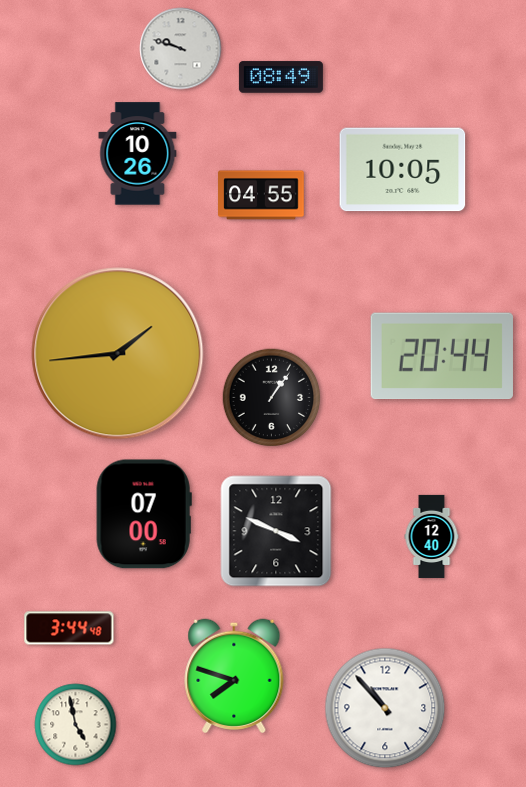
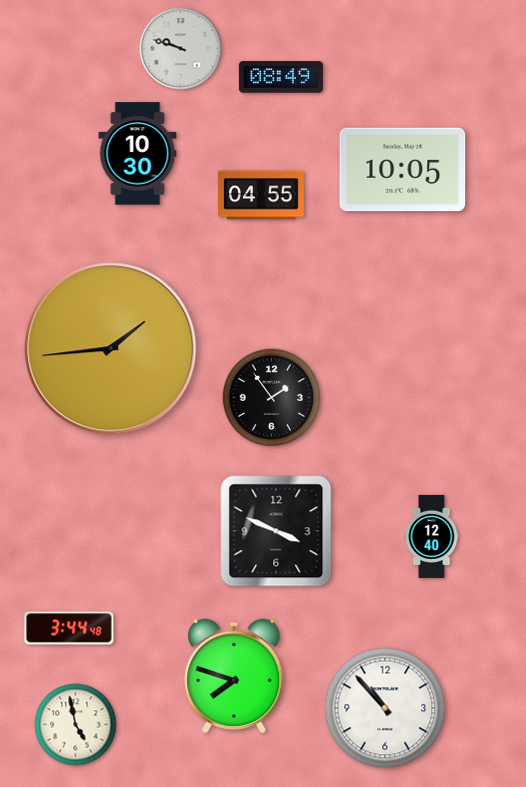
clock at (138, 154): 10:26 -> 10:30
clock at (118, 354) position: (118, 354) -> (111, 349)
clock at (442, 356): 20:44 -> none
clock at (272, 398): 1:06 -> 1:54
clock at (144, 514): 07:00 -> none
